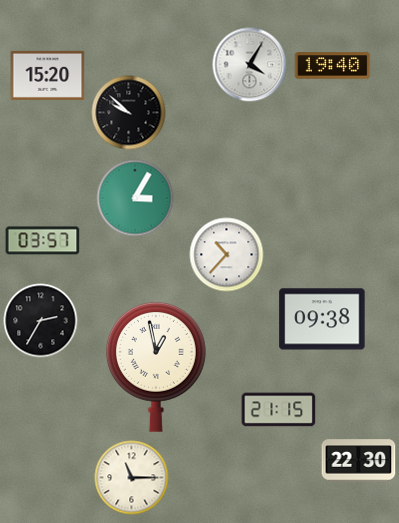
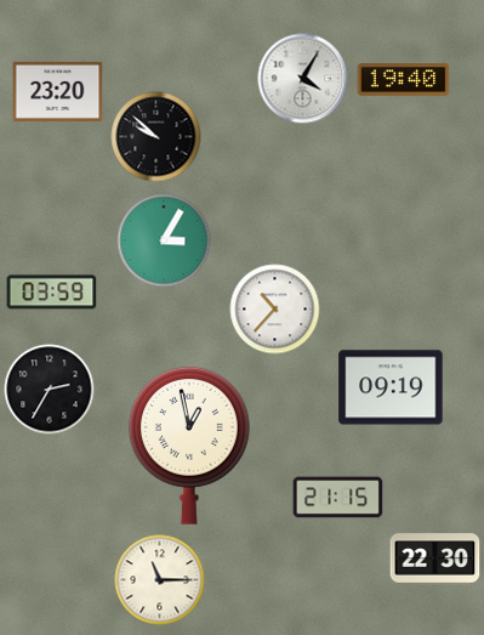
clock at (48, 75): 15:20 -> 23:20
clock at (43, 241): 03:57 -> 03:59
clock at (322, 319): 09:38 -> 09:19
